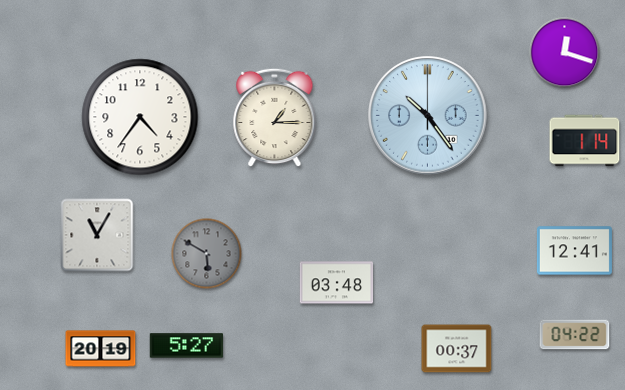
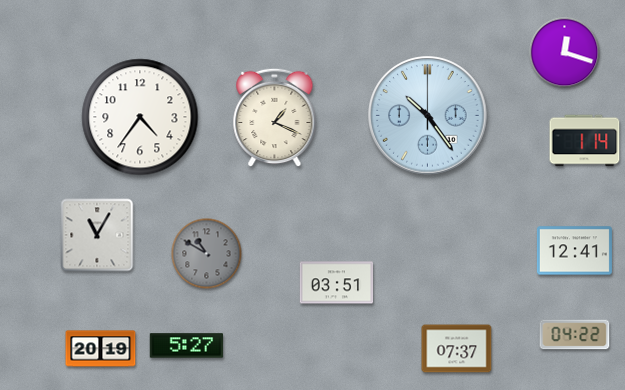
clock at (275, 118): 1:15 -> 1:19
clock at (207, 254): 5:50 -> 10:50
clock at (337, 283): 03:48 -> 03:51
clock at (457, 349): 00:37 -> 07:37
